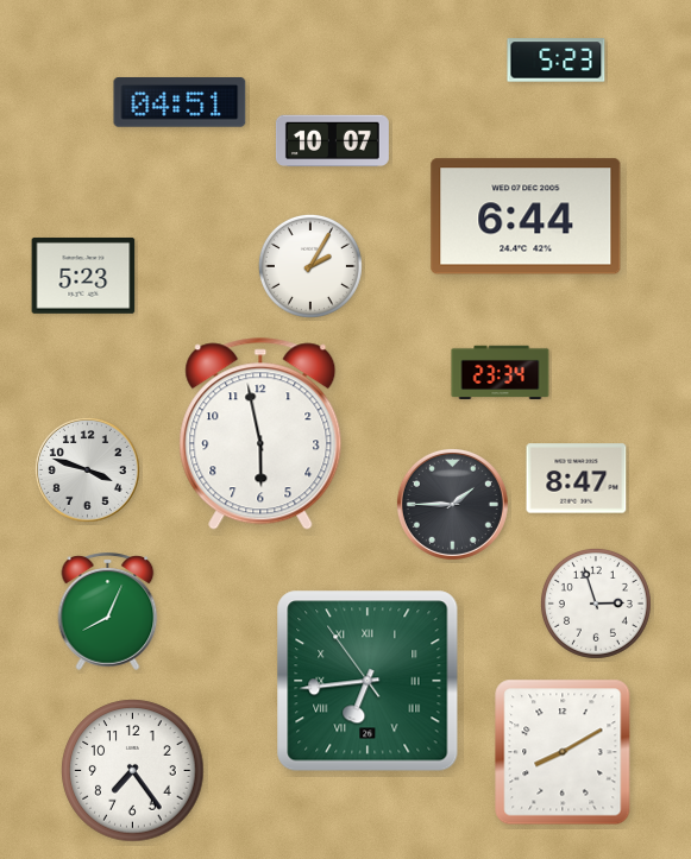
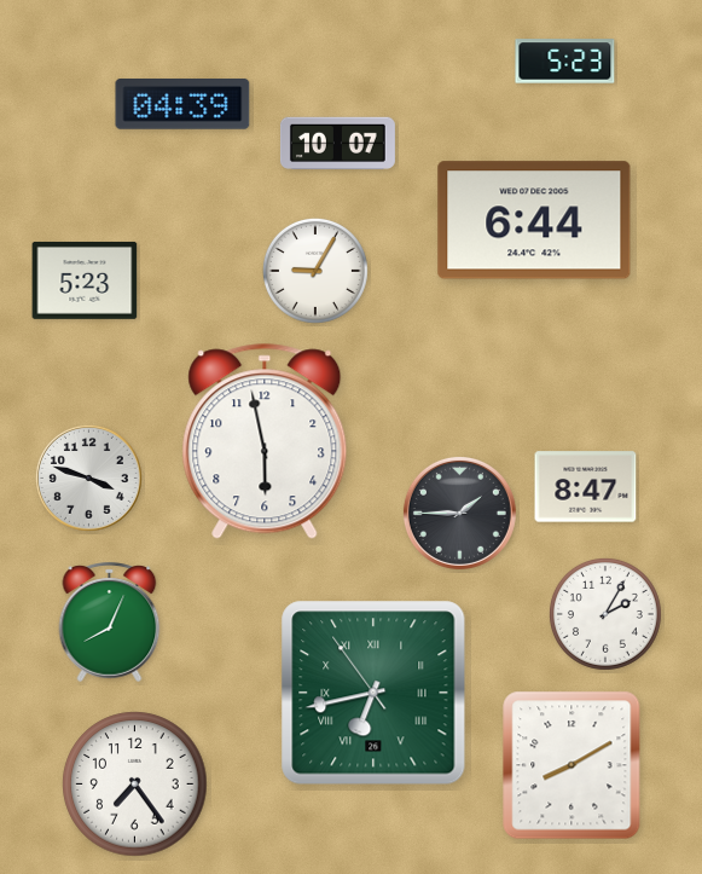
clock at (180, 103): 04:51 -> 04:39
clock at (310, 266): 2:05 -> 9:05
clock at (501, 373): 23:34 -> none
clock at (596, 604): 2:57 -> 2:05
clock at (368, 681): 6:43 -> 6:42
